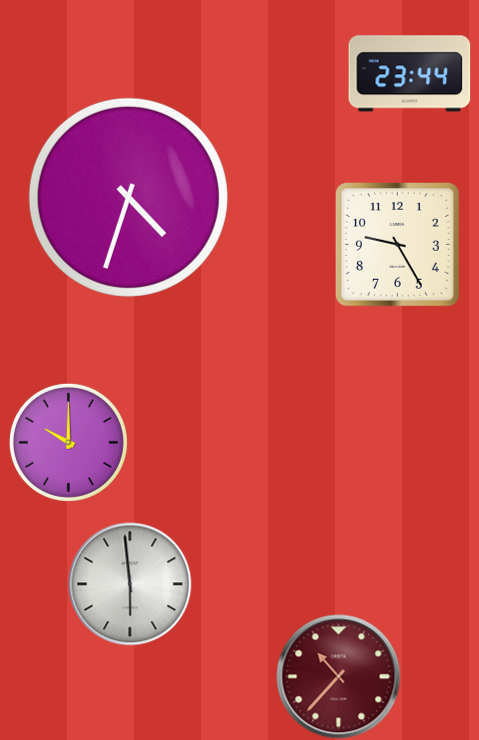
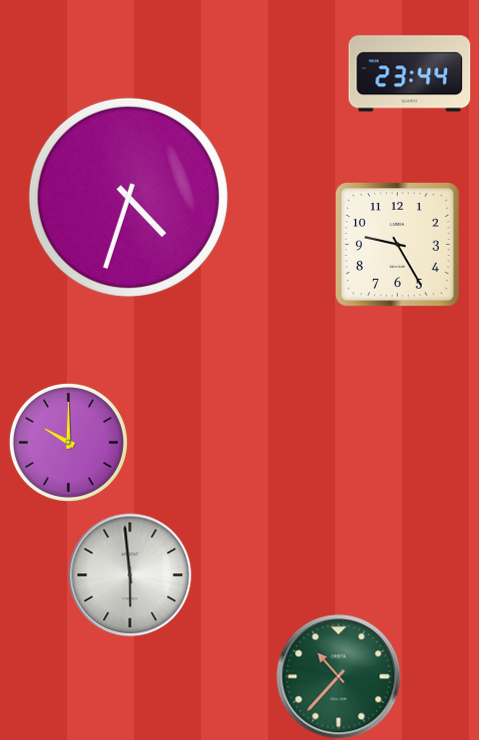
clock at (130, 584) position: (130, 584) -> (130, 575)
clock at (339, 677) dial: burgundy -> green
